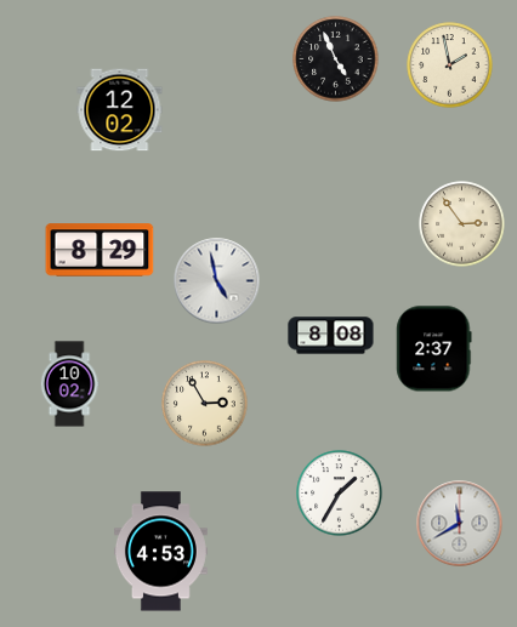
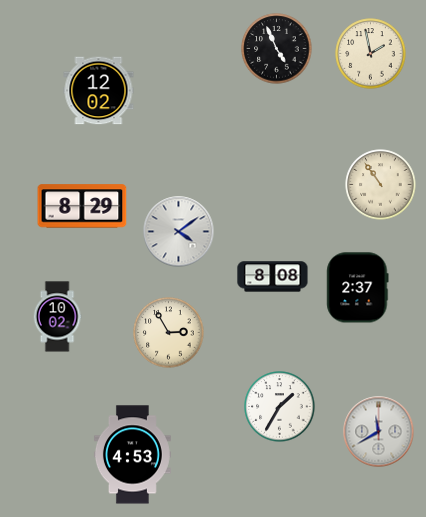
clock at (462, 224): 2:54 -> 10:54
clock at (217, 281): 4:58 -> 4:09
